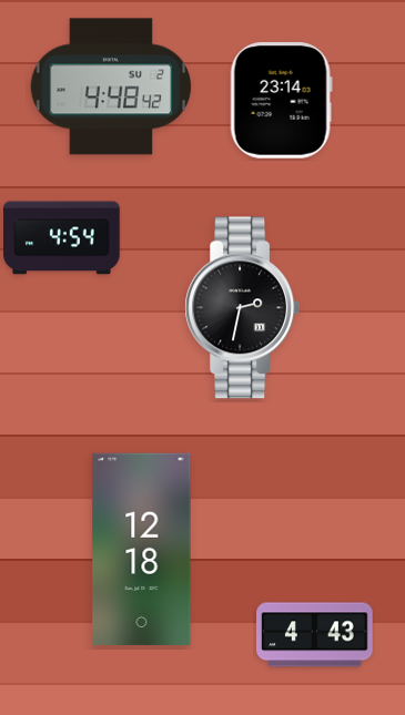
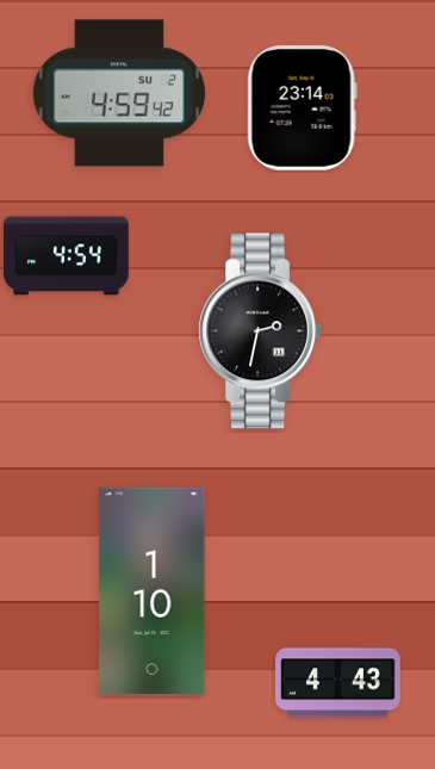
clock at (111, 86): 4:48 -> 4:59
clock at (142, 549): 12:18 -> 1:10
